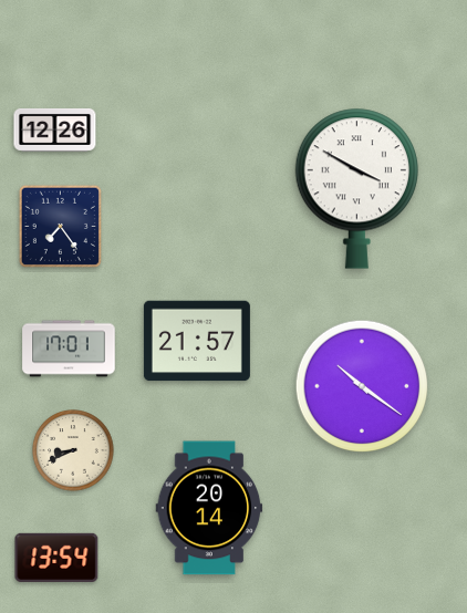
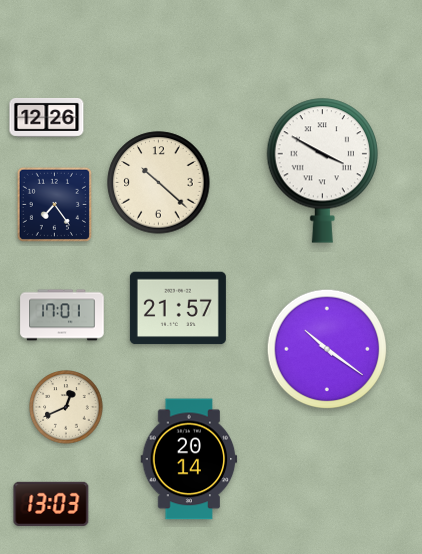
clock at (55, 129) position: (55, 129) -> (47, 117)
clock at (159, 183): none -> 10:22
clock at (73, 450): 8:41 -> 12:41
clock at (56, 558): 13:54 -> 13:03
